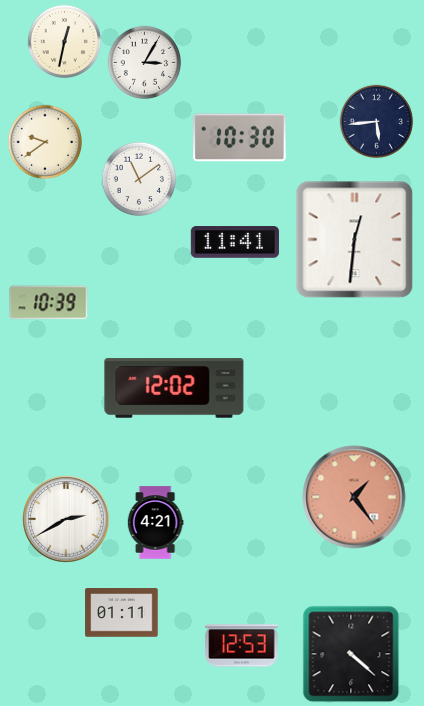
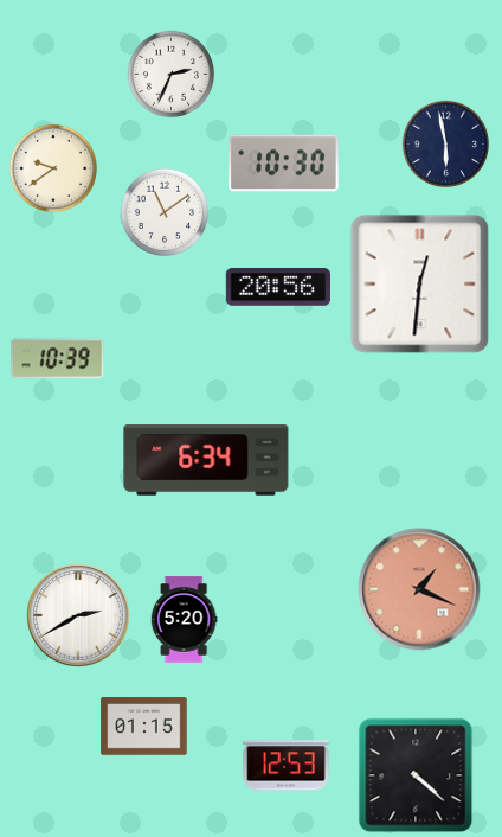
clock at (65, 42): 12:32 -> none
clock at (145, 63): 3:05 -> 2:34
clock at (377, 122): 5:44 -> 5:58
clock at (235, 242): 11:41 -> 20:56
clock at (174, 388): 12:02 -> 6:34
clock at (354, 497): 1:24 -> 1:19
clock at (155, 523): 4:21 -> 5:20
clock at (122, 613): 01:11 -> 01:15
